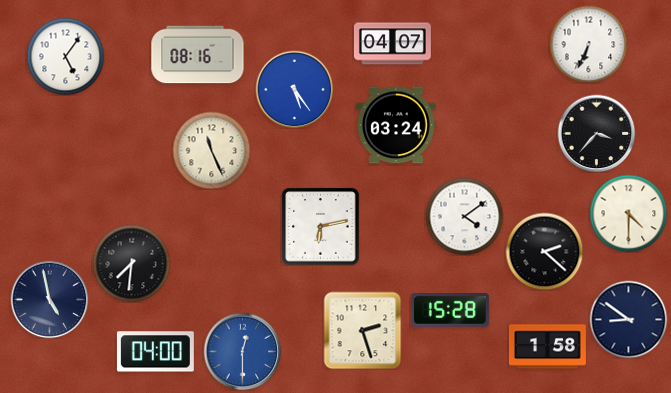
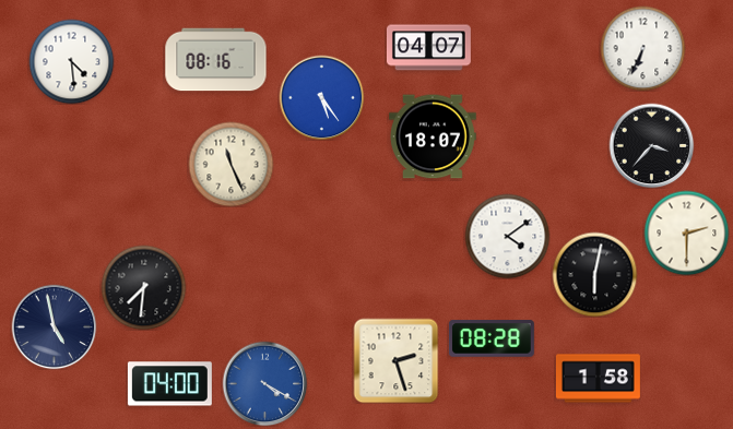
clock at (65, 56): 5:06 -> 4:29
clock at (397, 125): 03:24 -> 18:07
clock at (628, 213): 4:30 -> 2:30
clock at (320, 226): 6:13 -> none
clock at (544, 251): 2:22 -> 6:02
clock at (450, 310): 15:28 -> 08:28
clock at (628, 319): 8:51 -> none
clock at (242, 351): 12:30 -> 4:20
